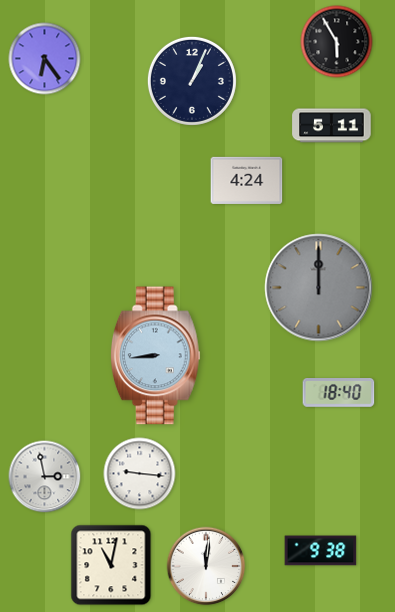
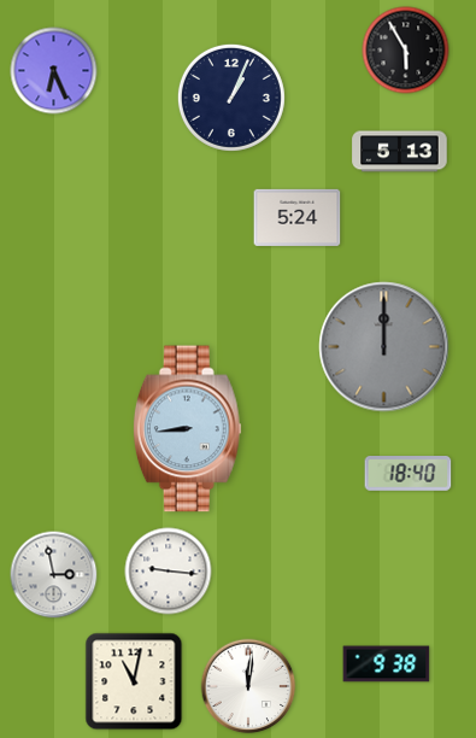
clock at (45, 59): 6:24 -> 6:26
clock at (332, 126): 5:11 -> 5:13
clock at (247, 180): 4:24 -> 5:24
clock at (206, 566) position: (206, 566) -> (248, 686)
